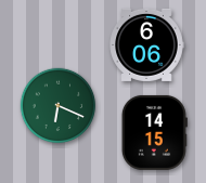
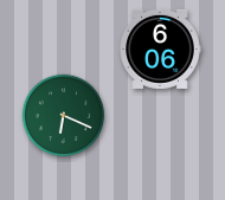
clock at (154, 132): 14:15 -> none
